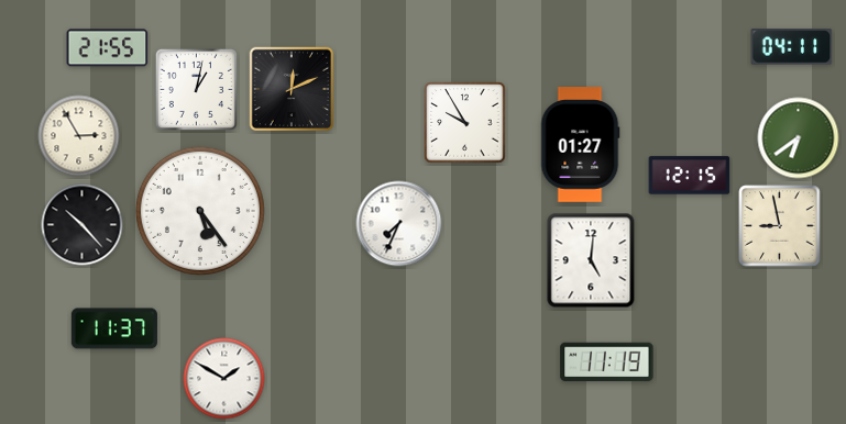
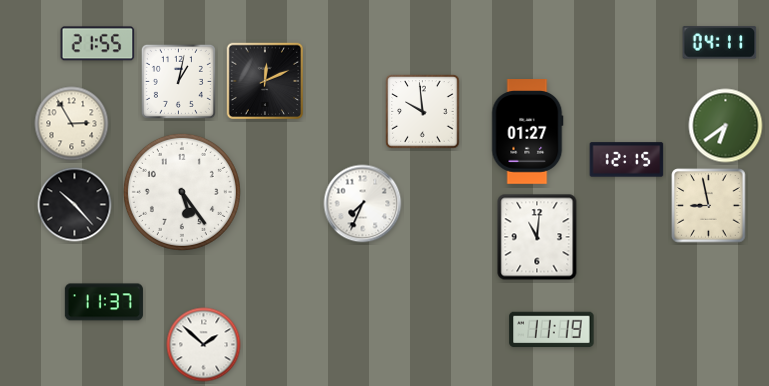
clock at (465, 123): 9:55 -> 9:59
clock at (591, 260): 5:01 -> 11:01
clock at (114, 328) position: (114, 328) -> (104, 302)
clock at (224, 379): 1:50 -> 1:52
